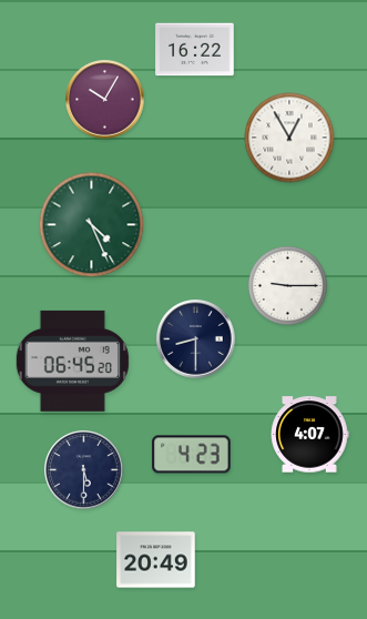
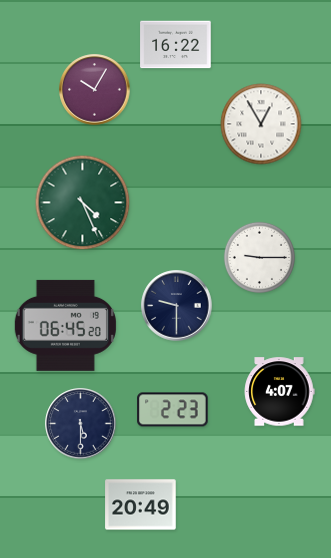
clock at (196, 339): 8:30 -> 9:30
clock at (192, 455): 4:23 -> 2:23
clock at (84, 470) position: (84, 470) -> (81, 424)
